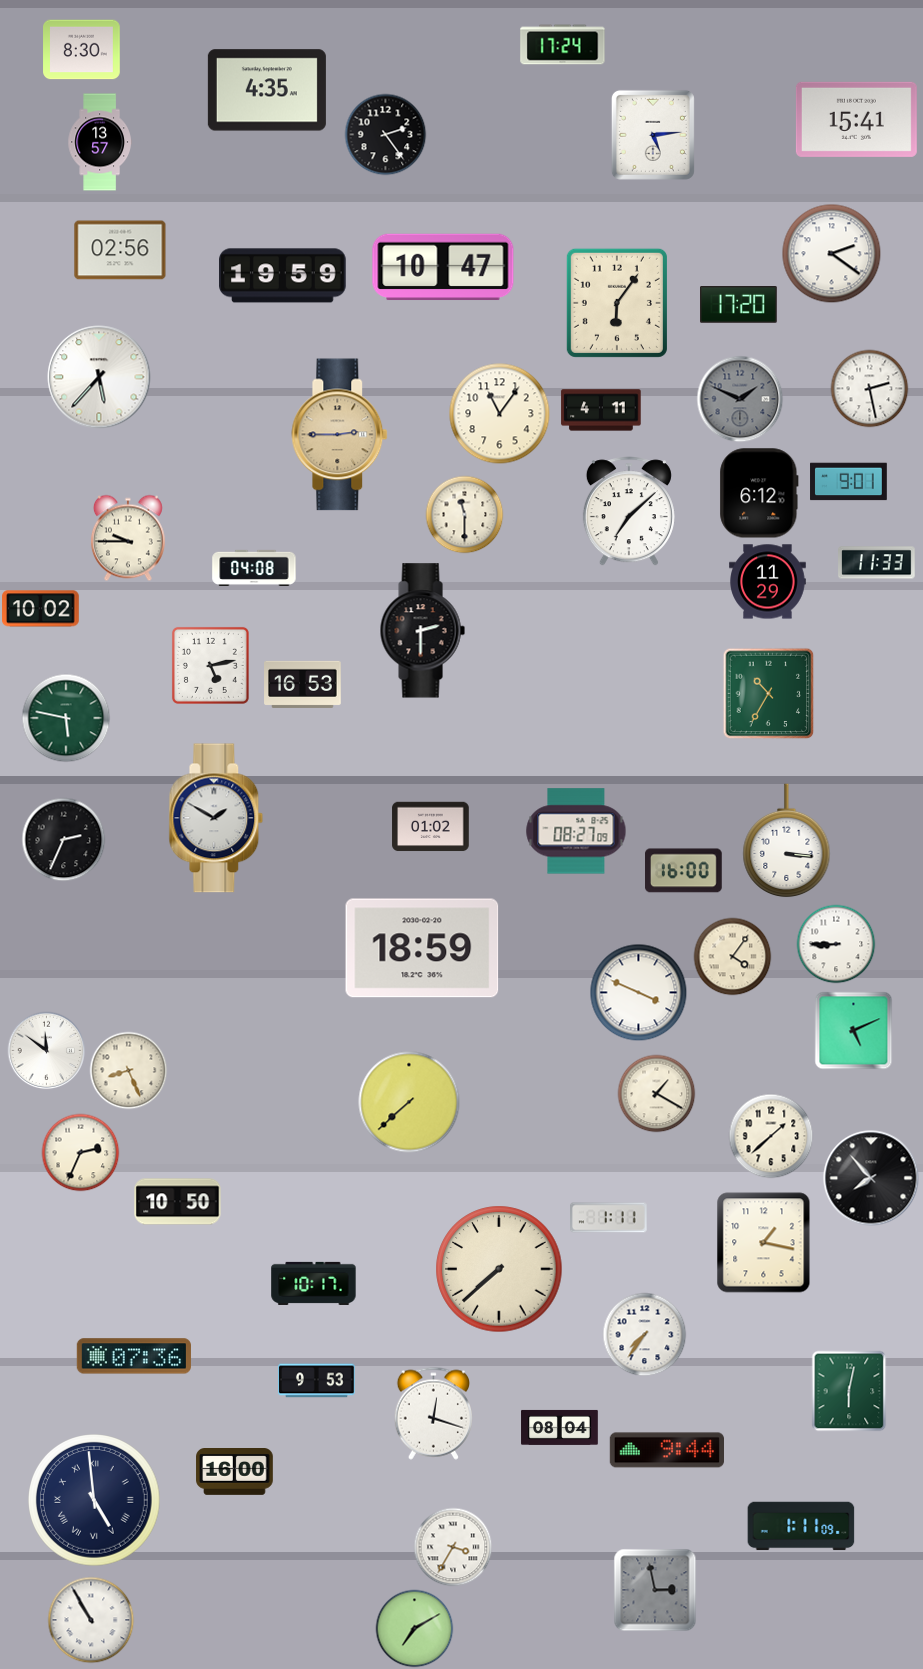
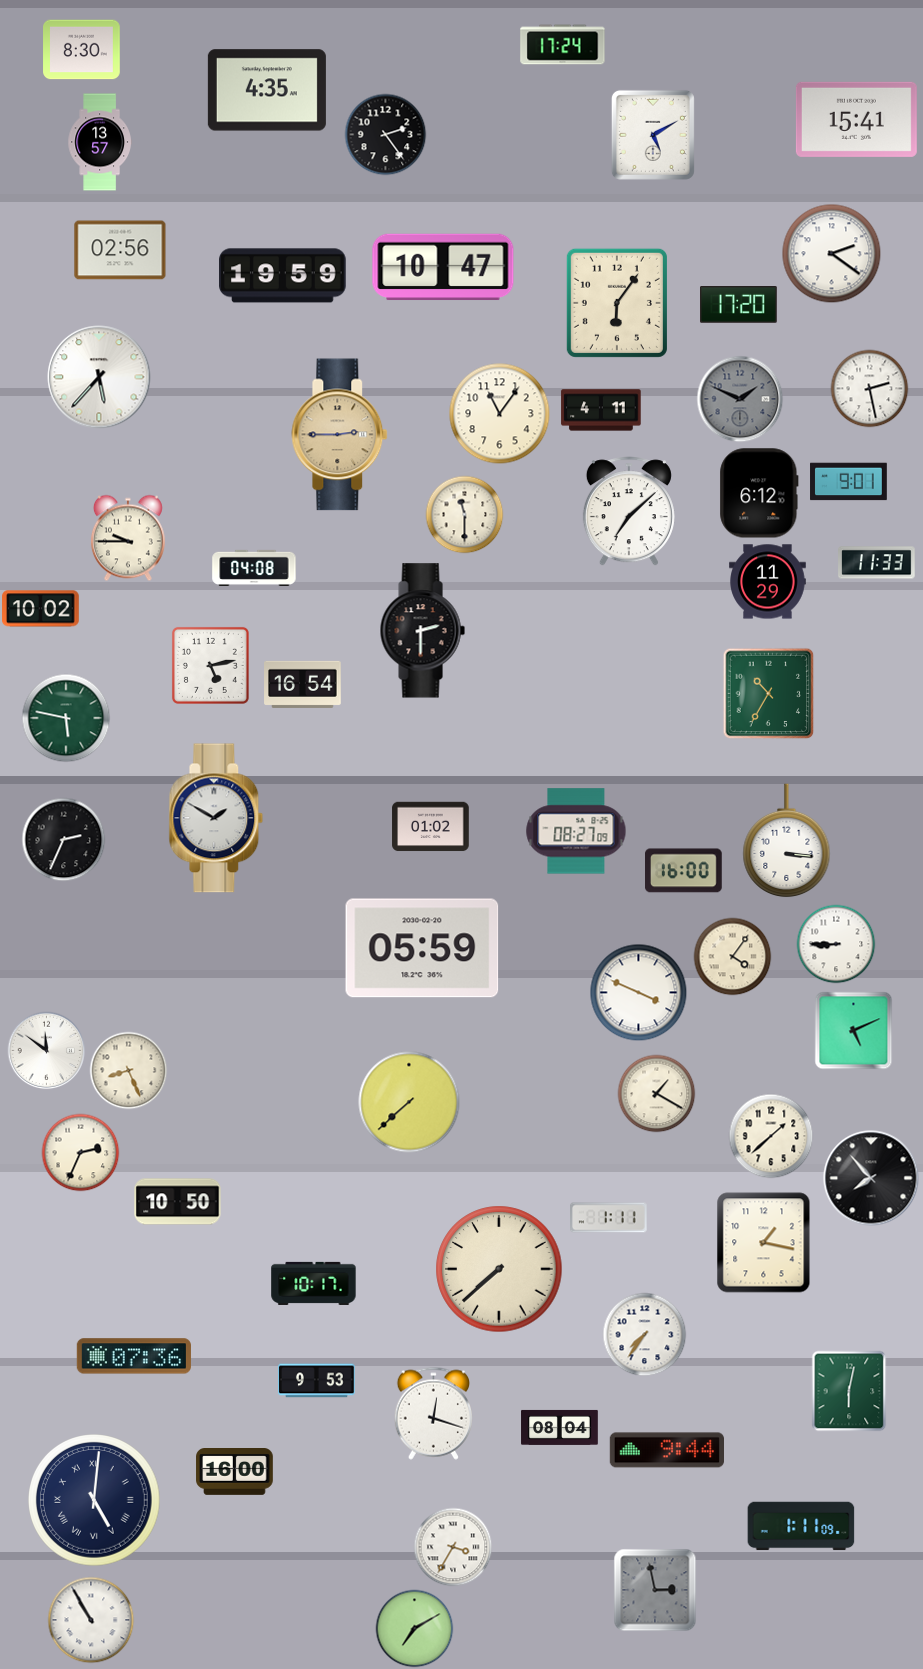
clock at (653, 135): 5:14 -> 5:10
clock at (303, 684): 16:53 -> 16:54
clock at (422, 948): 18:59 -> 05:59
clock at (94, 1500): 4:59 -> 5:01
